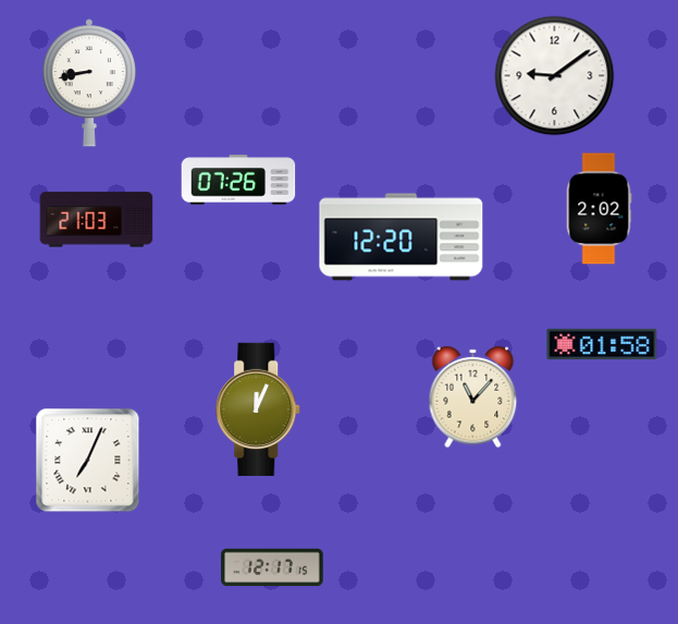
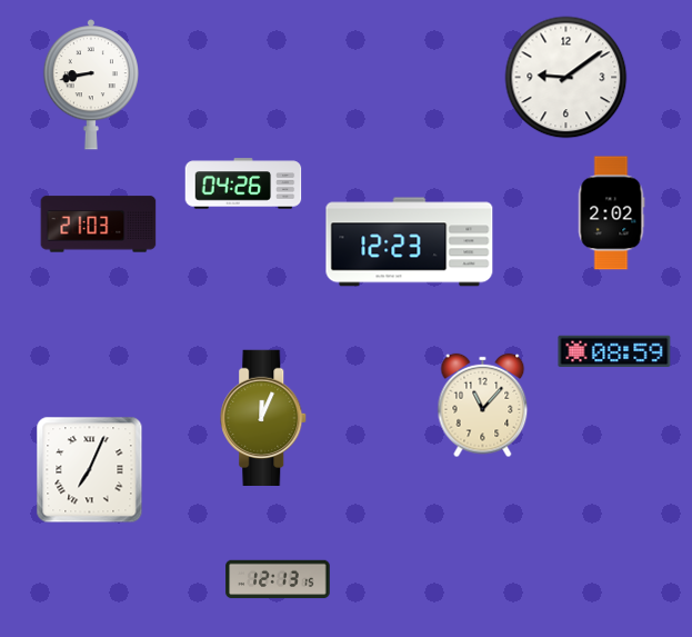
clock at (238, 180): 07:26 -> 04:26
clock at (402, 237): 12:20 -> 12:23
clock at (602, 344): 01:58 -> 08:59
clock at (272, 567): 12:17 -> 12:13
